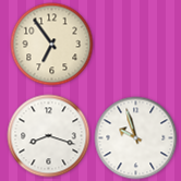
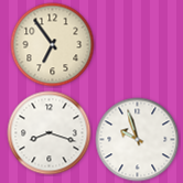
clock at (49, 136) position: (49, 136) -> (50, 133)
